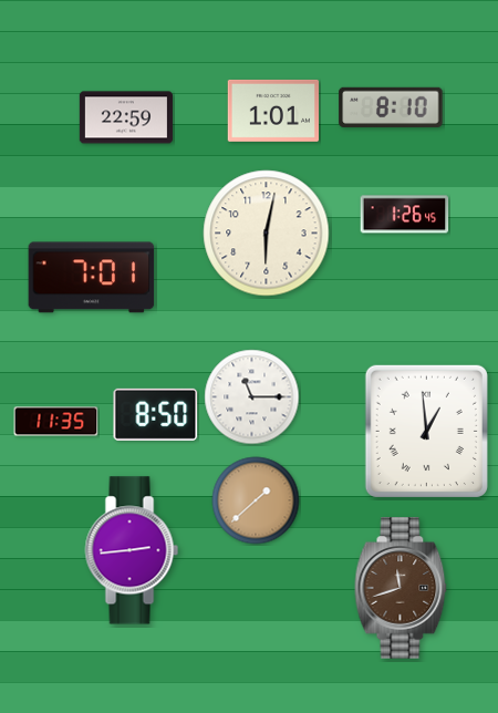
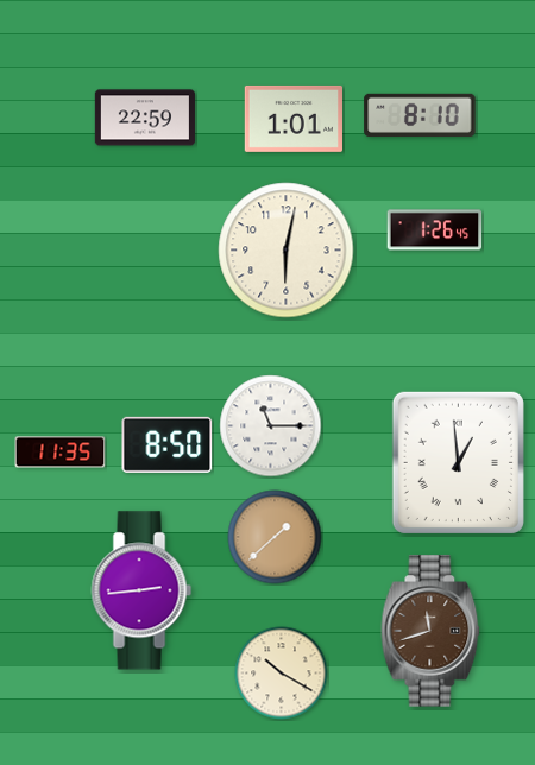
clock at (126, 117) position: (126, 117) -> (145, 118)
clock at (92, 278): 7:01 -> none
clock at (282, 674): none -> 10:20
